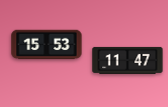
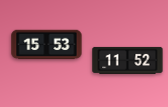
clock at (128, 60): 11:47 -> 11:52
